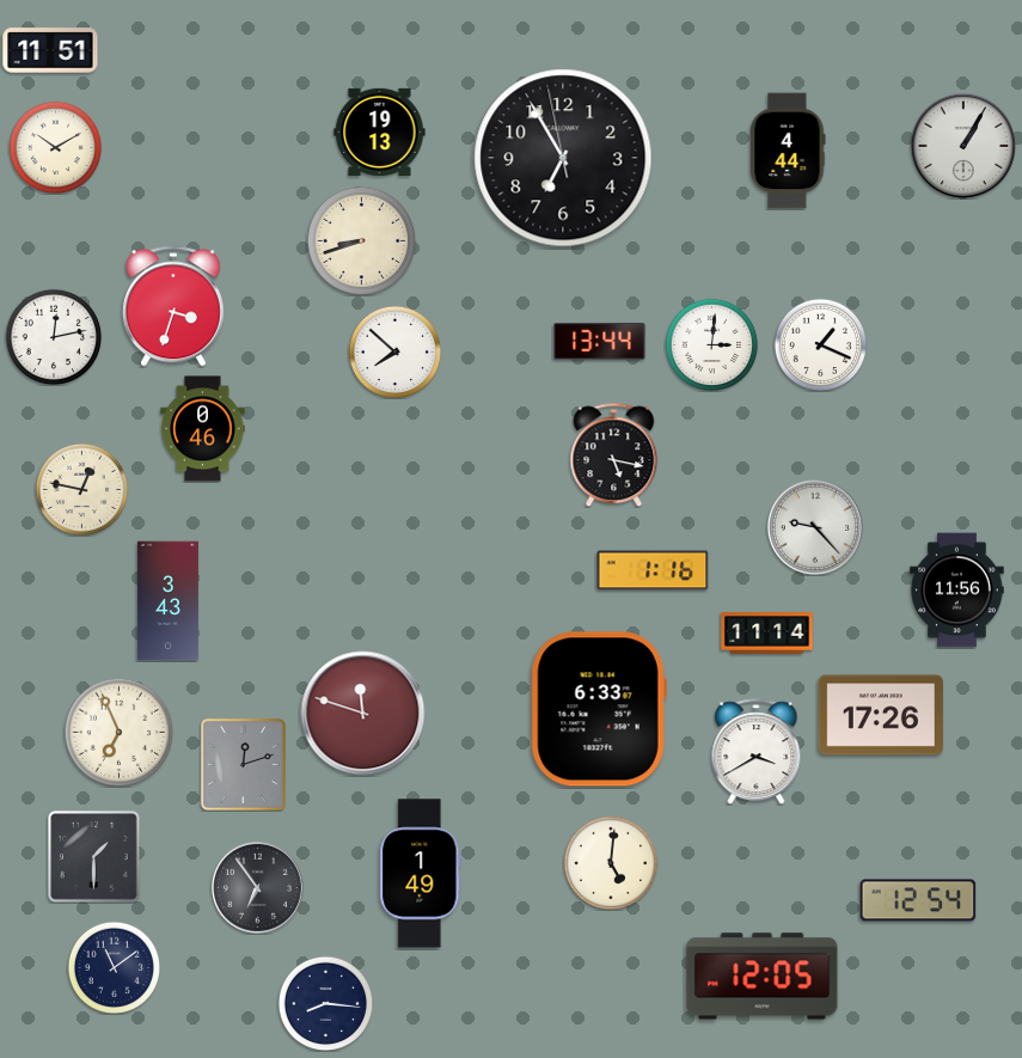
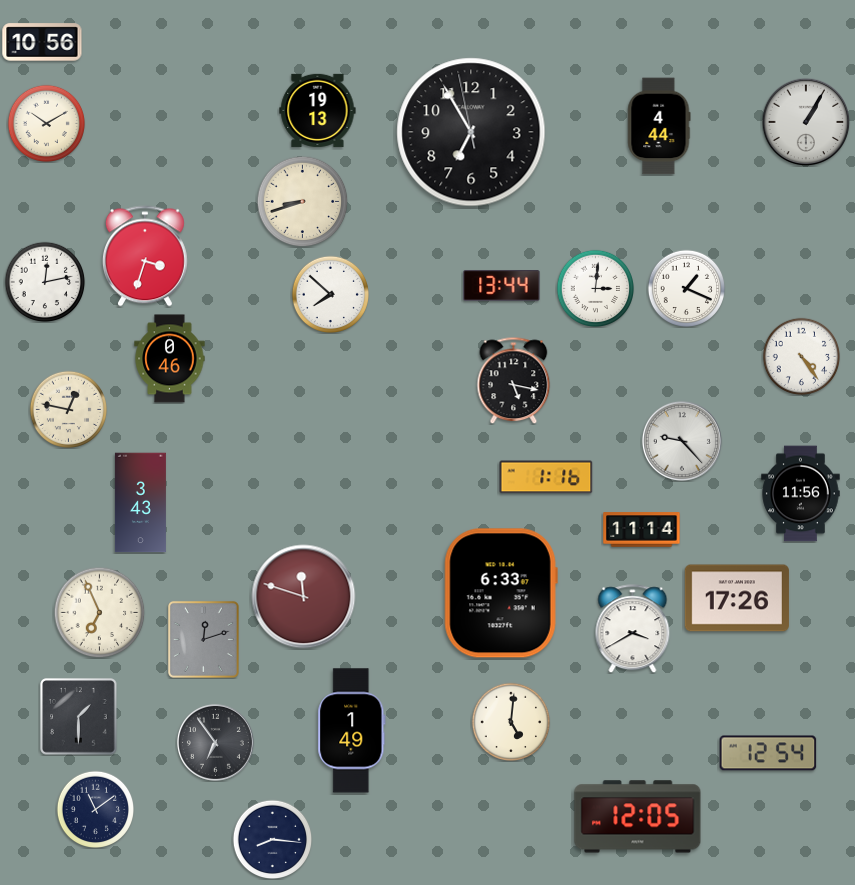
clock at (50, 50): 11:51 -> 10:56
clock at (801, 356): none -> 4:24
